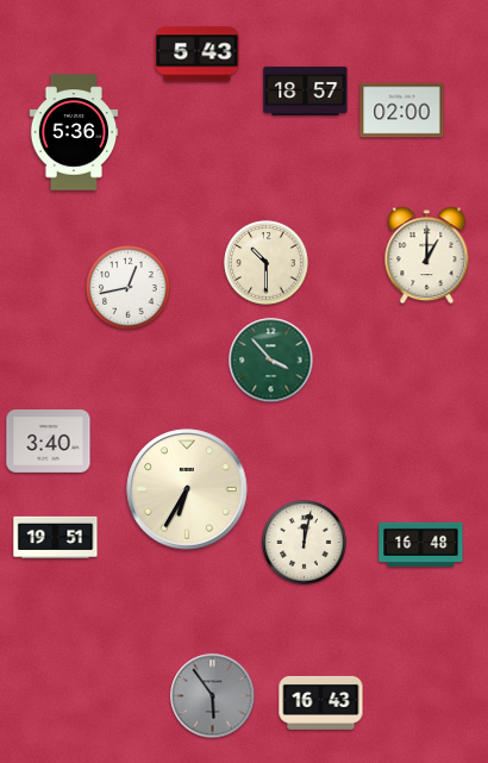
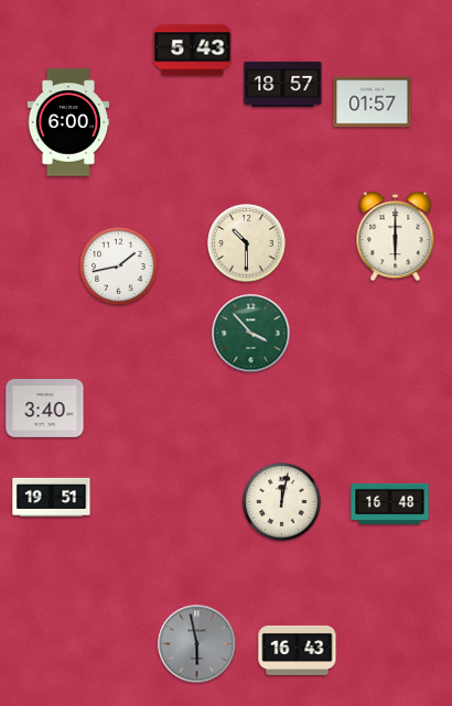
clock at (198, 55) position: (198, 55) -> (193, 51)
clock at (402, 111): 02:00 -> 01:57
clock at (74, 132): 5:36 -> 6:00
clock at (427, 256): 1:00 -> 6:00
clock at (129, 288): 12:43 -> 1:43
clock at (187, 489): 6:35 -> none
clock at (213, 696): 5:54 -> 5:58
